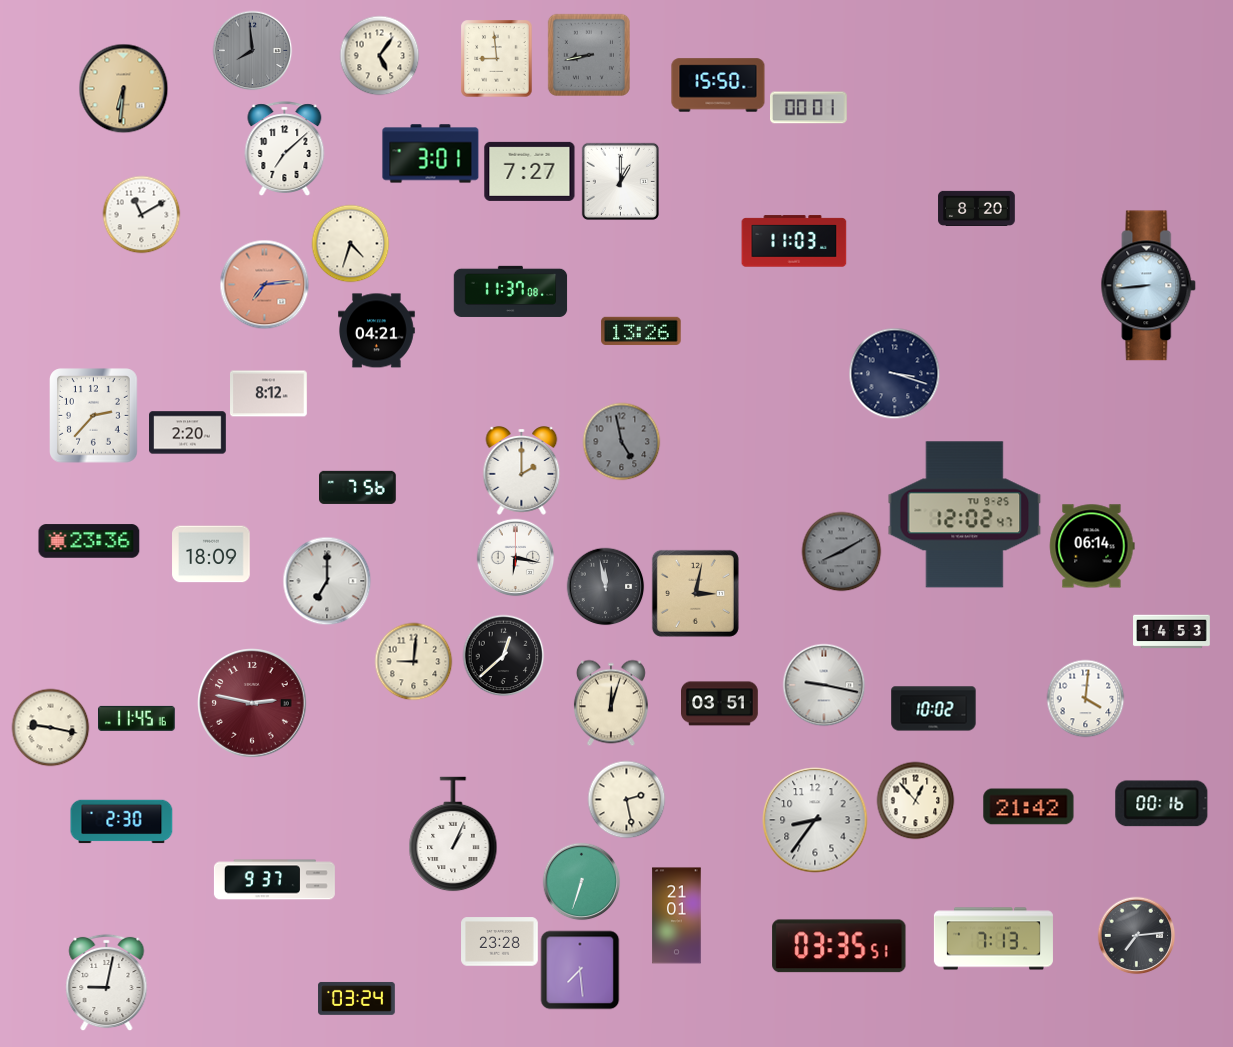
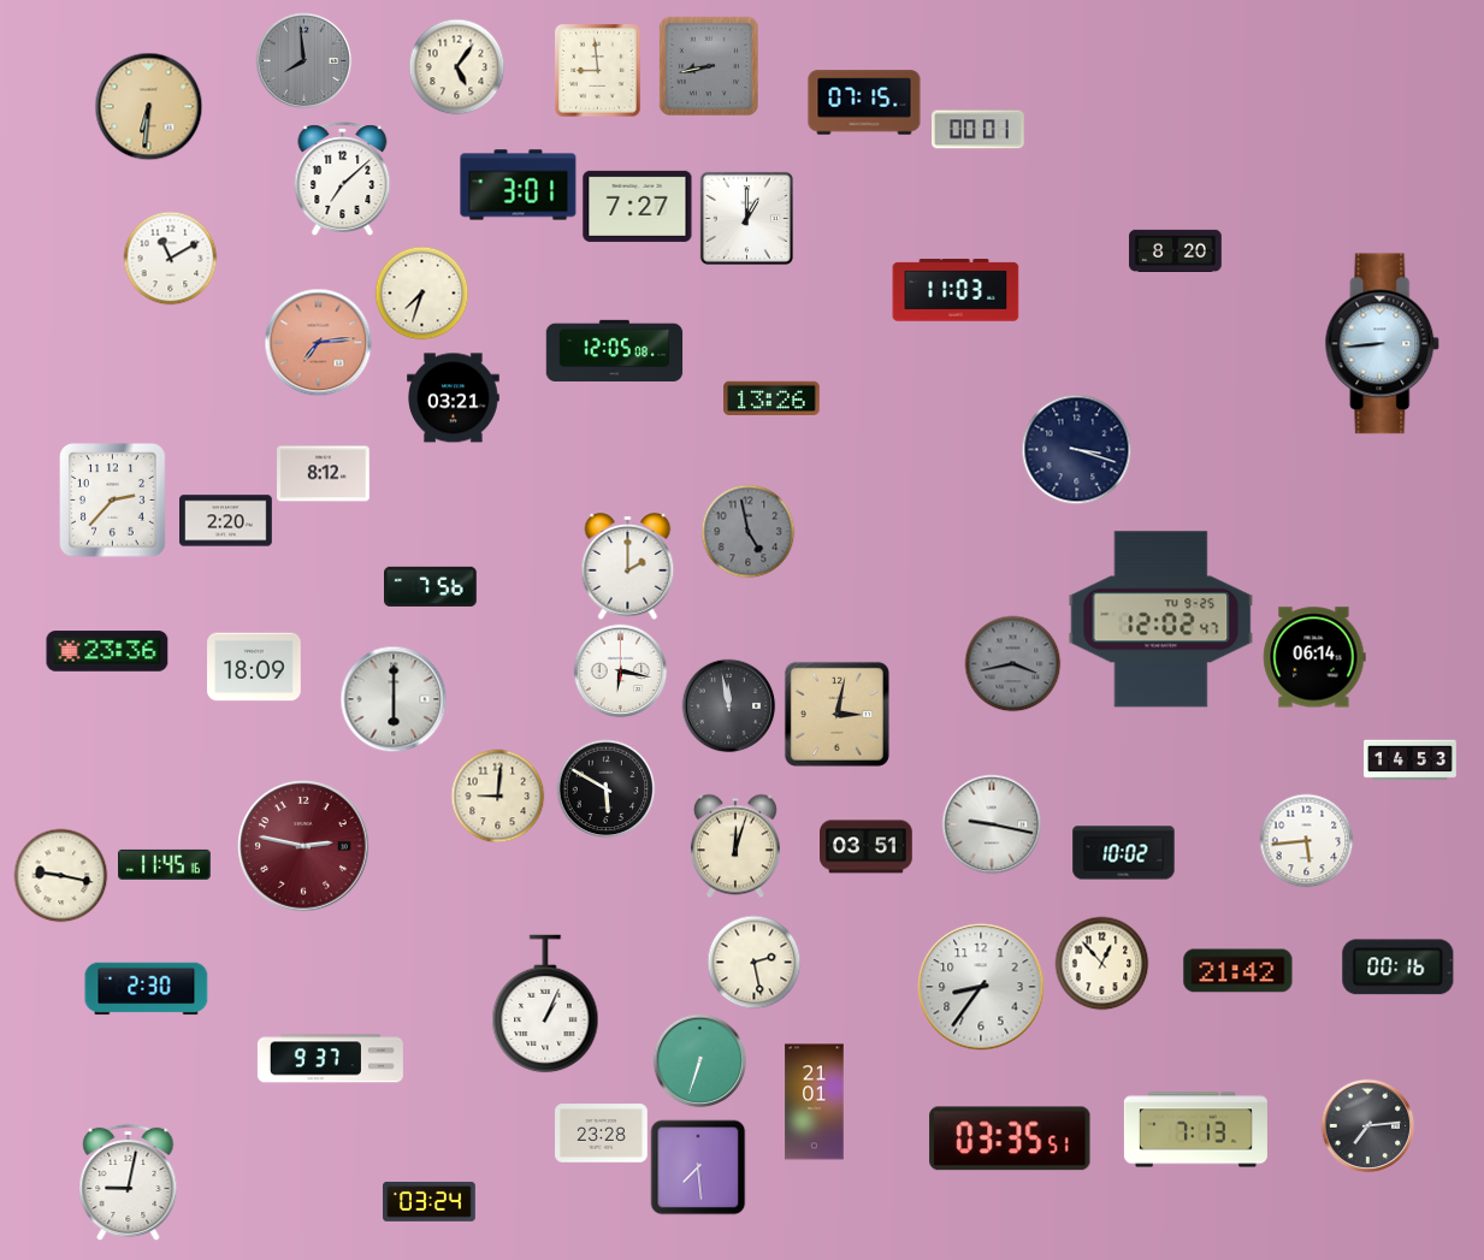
clock at (718, 85): 15:50 -> 07:15
clock at (809, 108) position: (809, 108) -> (979, 130)
clock at (350, 243): 4:33 -> 7:33
clock at (511, 291): 11:37 -> 12:05
clock at (377, 331): 04:21 -> 03:21
clock at (841, 551): 8:10 -> 3:43
clock at (327, 581): 7:00 -> 6:00
clock at (503, 655): 12:38 -> 5:50
clock at (1085, 698): 4:01 -> 5:44
